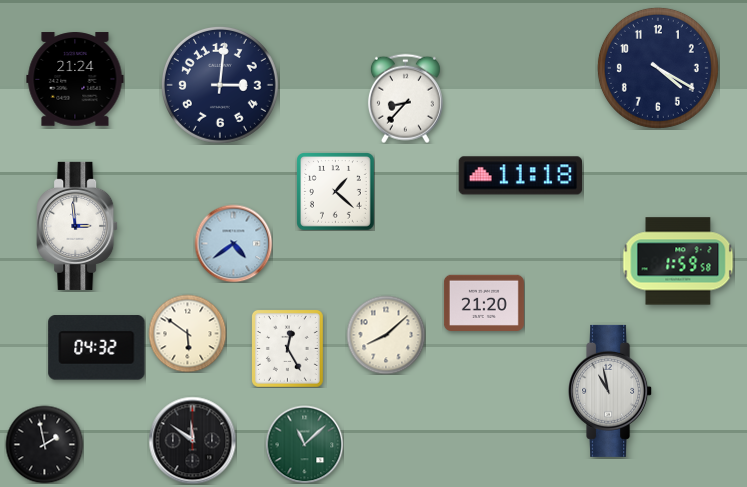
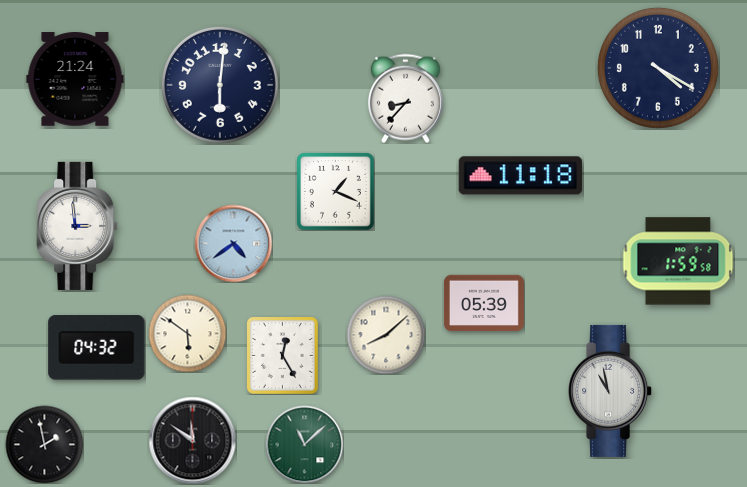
clock at (220, 85): 3:01 -> 6:01
clock at (336, 192): 1:22 -> 1:19
clock at (484, 302): 21:20 -> 05:39
clock at (287, 348) position: (287, 348) -> (282, 355)
